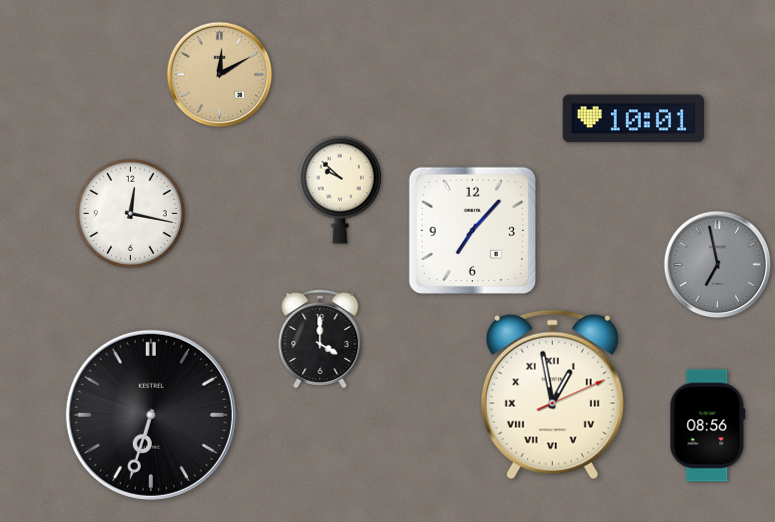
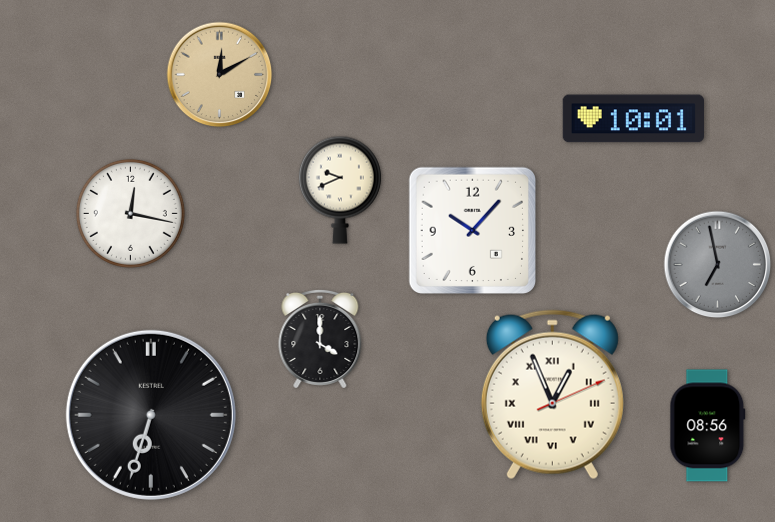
clock at (340, 190): 9:52 -> 9:41
clock at (472, 230): 7:07 -> 10:07
clock at (552, 395): 12:58 -> 12:56
